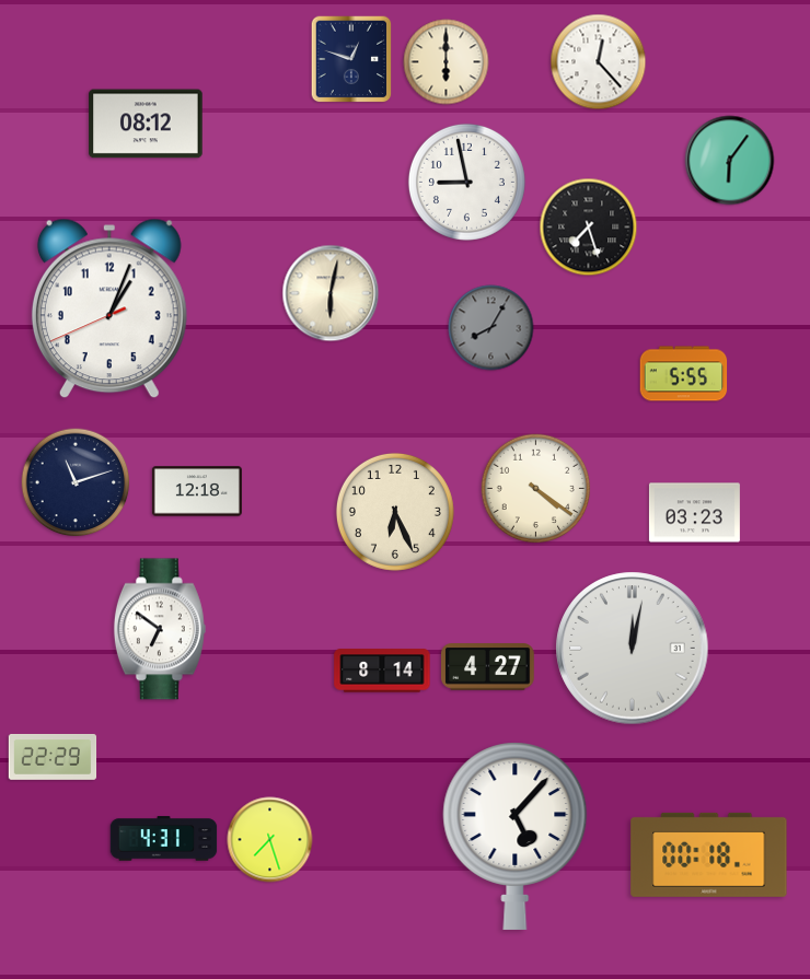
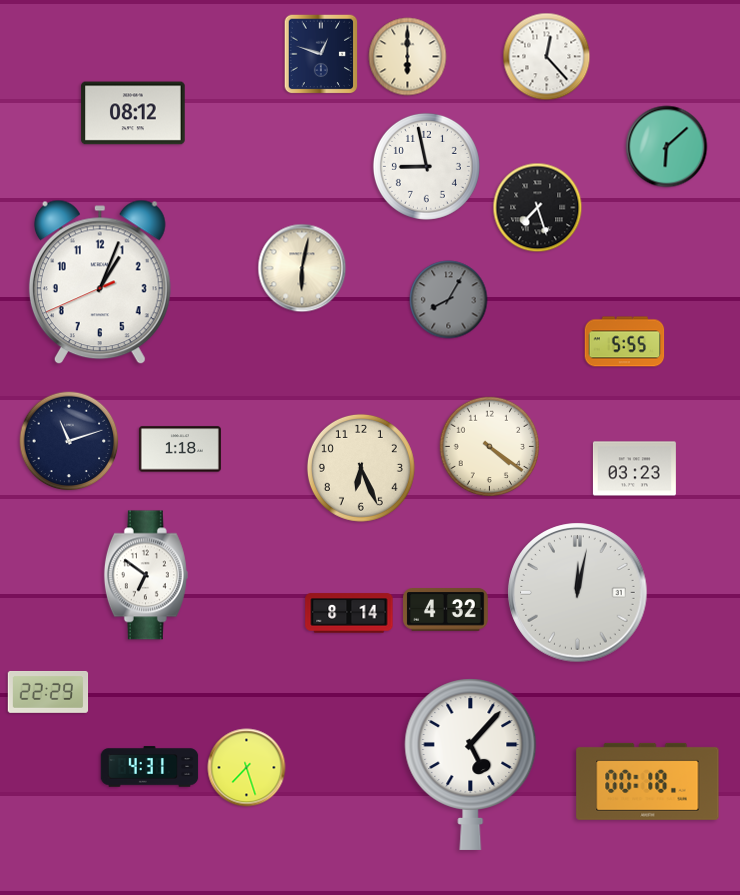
clock at (730, 161): 6:06 -> 6:08
clock at (197, 491): 12:18 -> 1:18
clock at (488, 667): 4:27 -> 4:32
